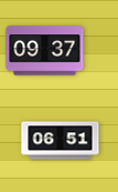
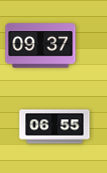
clock at (61, 141): 06:51 -> 06:55
